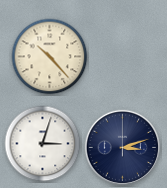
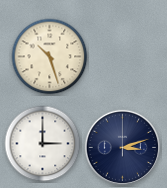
clock at (50, 57): 10:23 -> 10:27
clock at (43, 144): 3:03 -> 3:00
